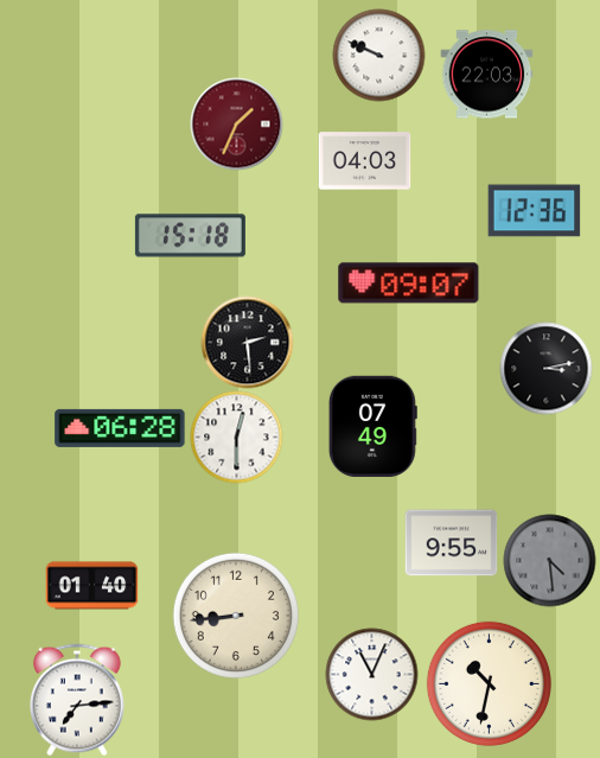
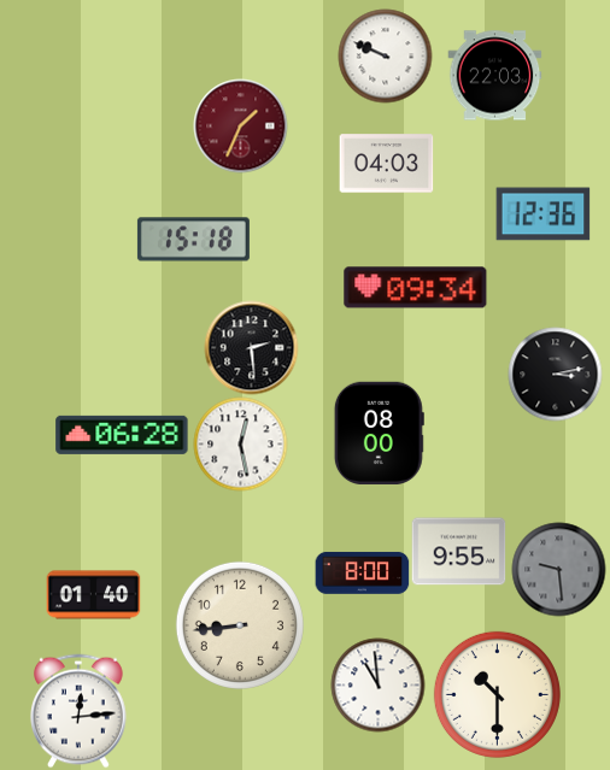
clock at (364, 161) position: (364, 161) -> (386, 164)
clock at (409, 284): 09:07 -> 09:34
clock at (372, 426): 07:49 -> 08:00
clock at (236, 437): 12:30 -> 12:28
clock at (549, 560): 4:29 -> 9:29
clock at (362, 574): none -> 8:00
clock at (371, 674): 11:04 -> 10:59
clock at (489, 683): 10:32 -> 10:30
clock at (78, 700): 7:14 -> 12:14
